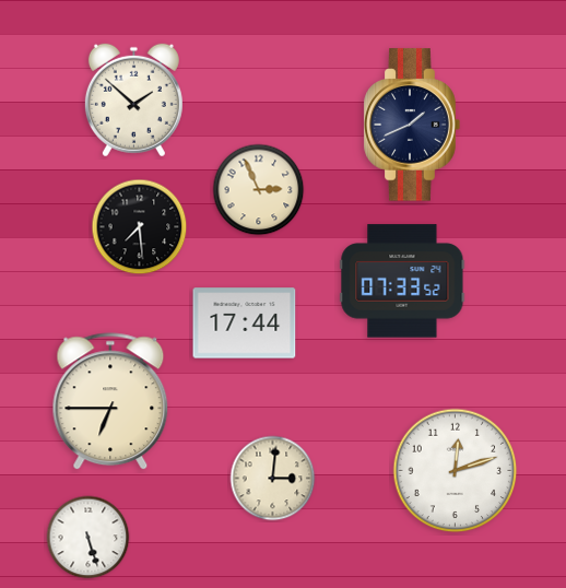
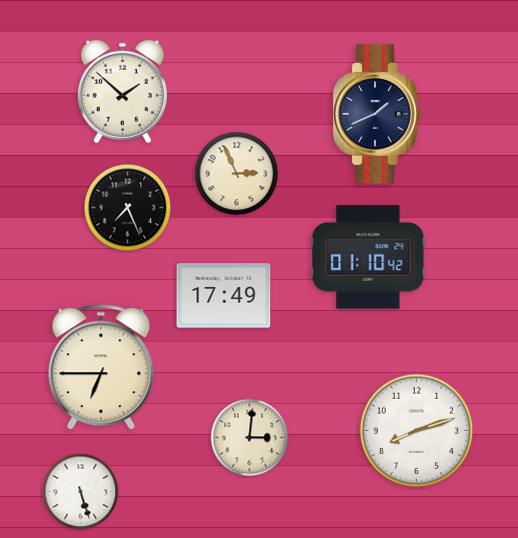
clock at (140, 227): 7:29 -> 7:26
clock at (402, 281): 07:33 -> 01:10
clock at (245, 324): 17:44 -> 17:49
clock at (456, 471): 12:12 -> 8:12
